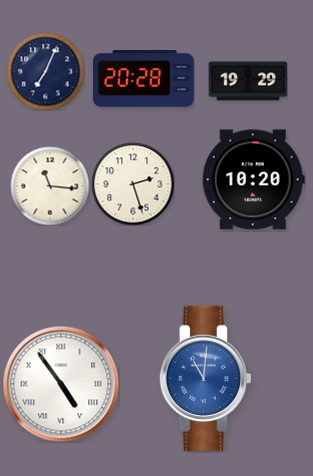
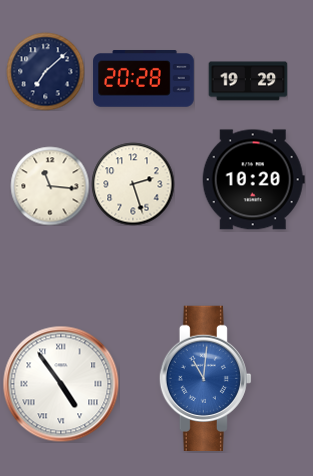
clock at (45, 71): 7:04 -> 7:08
